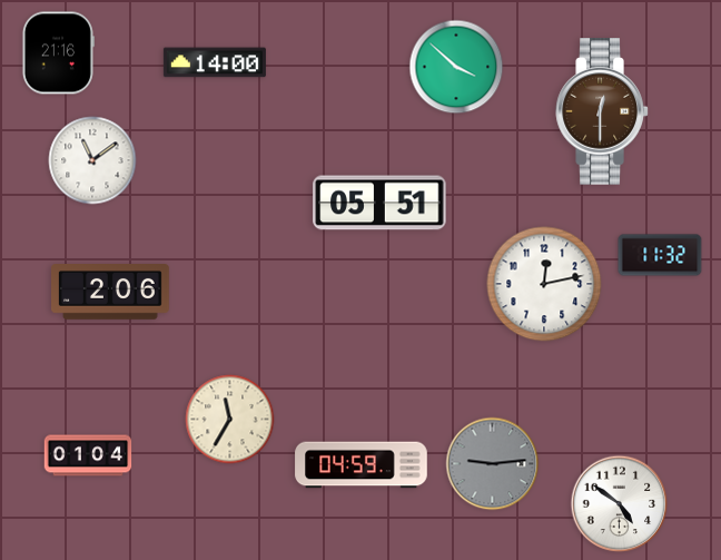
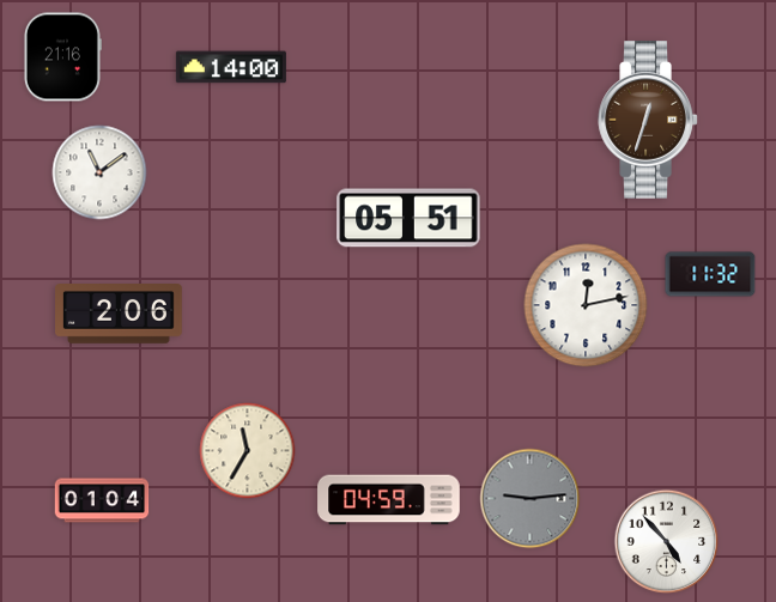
clock at (456, 67): 3:52 -> none
clock at (602, 111): 12:30 -> 12:33
clock at (88, 455) position: (88, 455) -> (102, 500)
clock at (620, 504): 4:51 -> 4:53
